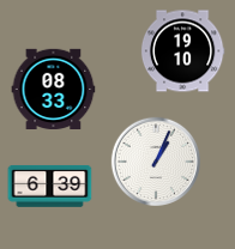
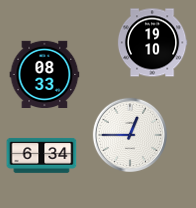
clock at (155, 160): 1:04 -> 12:45
clock at (50, 186): 6:39 -> 6:34
